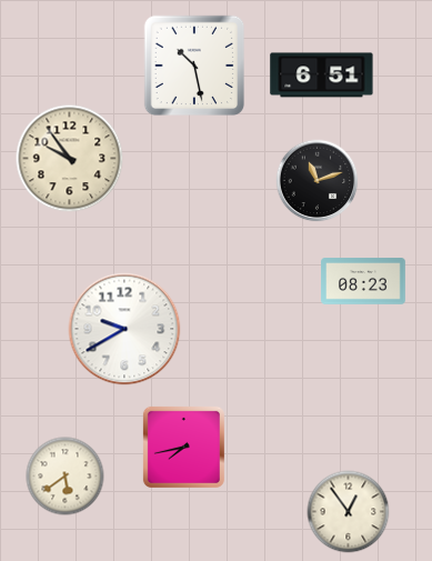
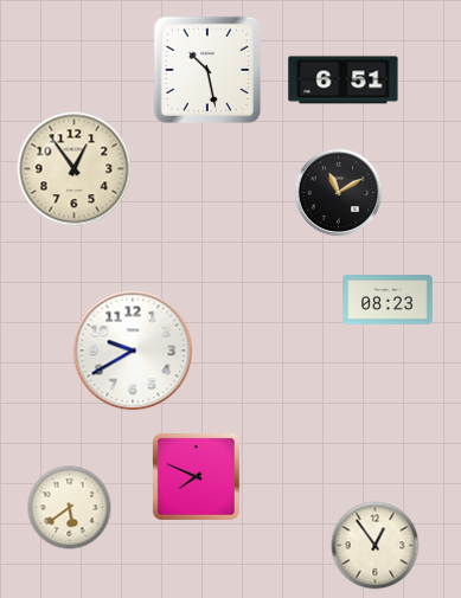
clock at (70, 159): 9:54 -> 12:54
clock at (318, 181): 11:12 -> 11:10
clock at (183, 447): 7:43 -> 7:49
clock at (349, 512) position: (349, 512) -> (376, 546)
